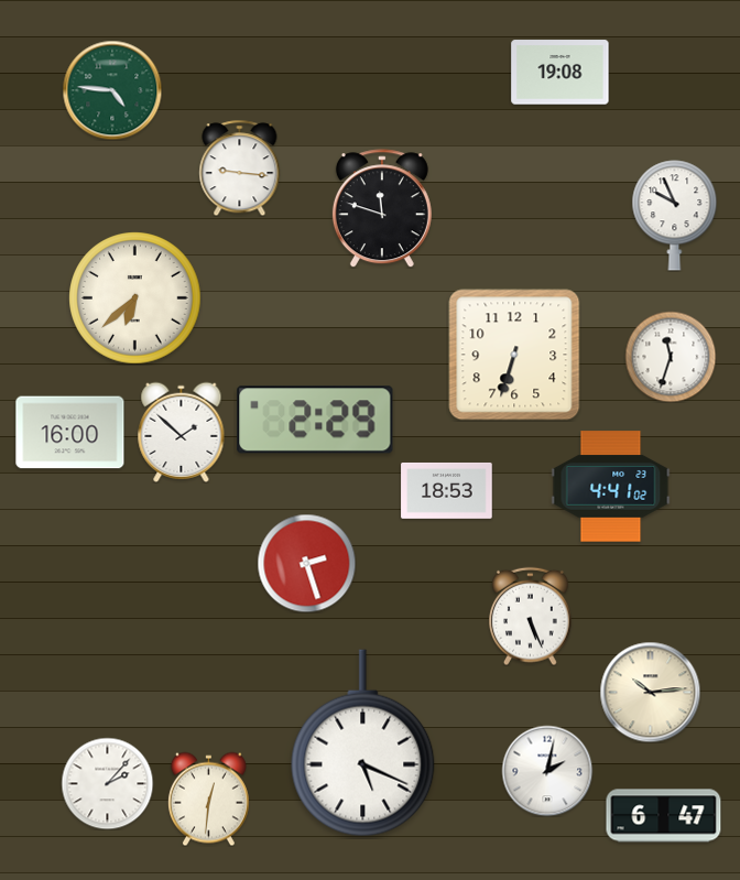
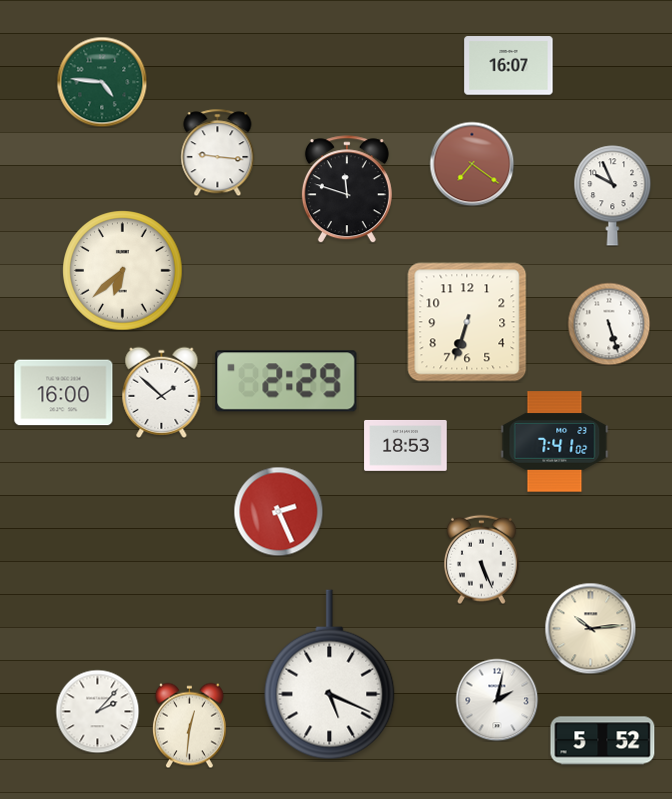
clock at (561, 73): 19:08 -> 16:07
clock at (472, 164): none -> 7:21
clock at (671, 357): 11:33 -> 5:27
clock at (182, 432) position: (182, 432) -> (162, 392)
clock at (611, 487): 4:41 -> 7:41
clock at (306, 563): 2:27 -> 2:26
clock at (664, 816): 6:47 -> 5:52
